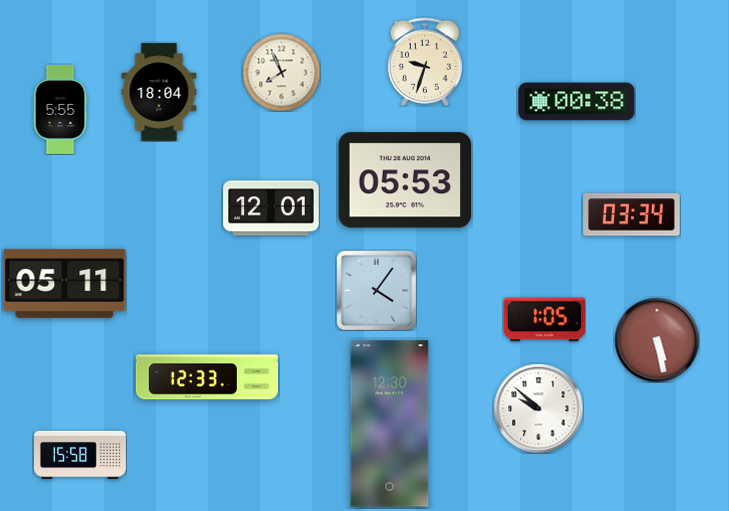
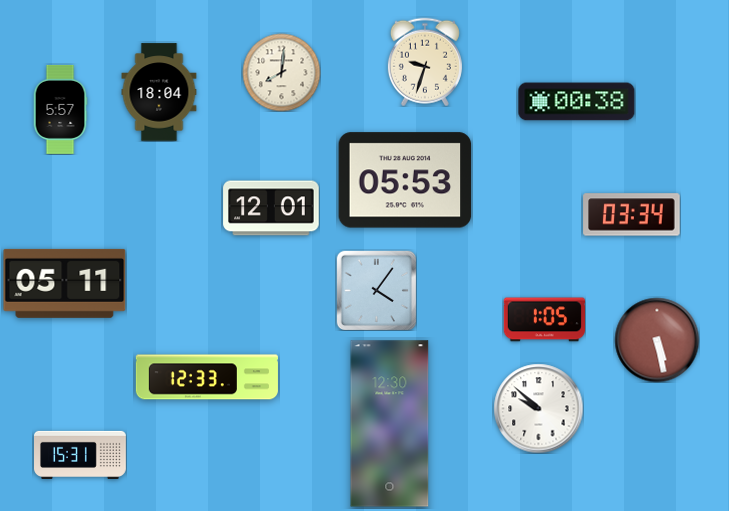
clock at (281, 72): 7:56 -> 8:01
clock at (60, 109): 5:55 -> 5:57
clock at (81, 454): 15:58 -> 15:31
